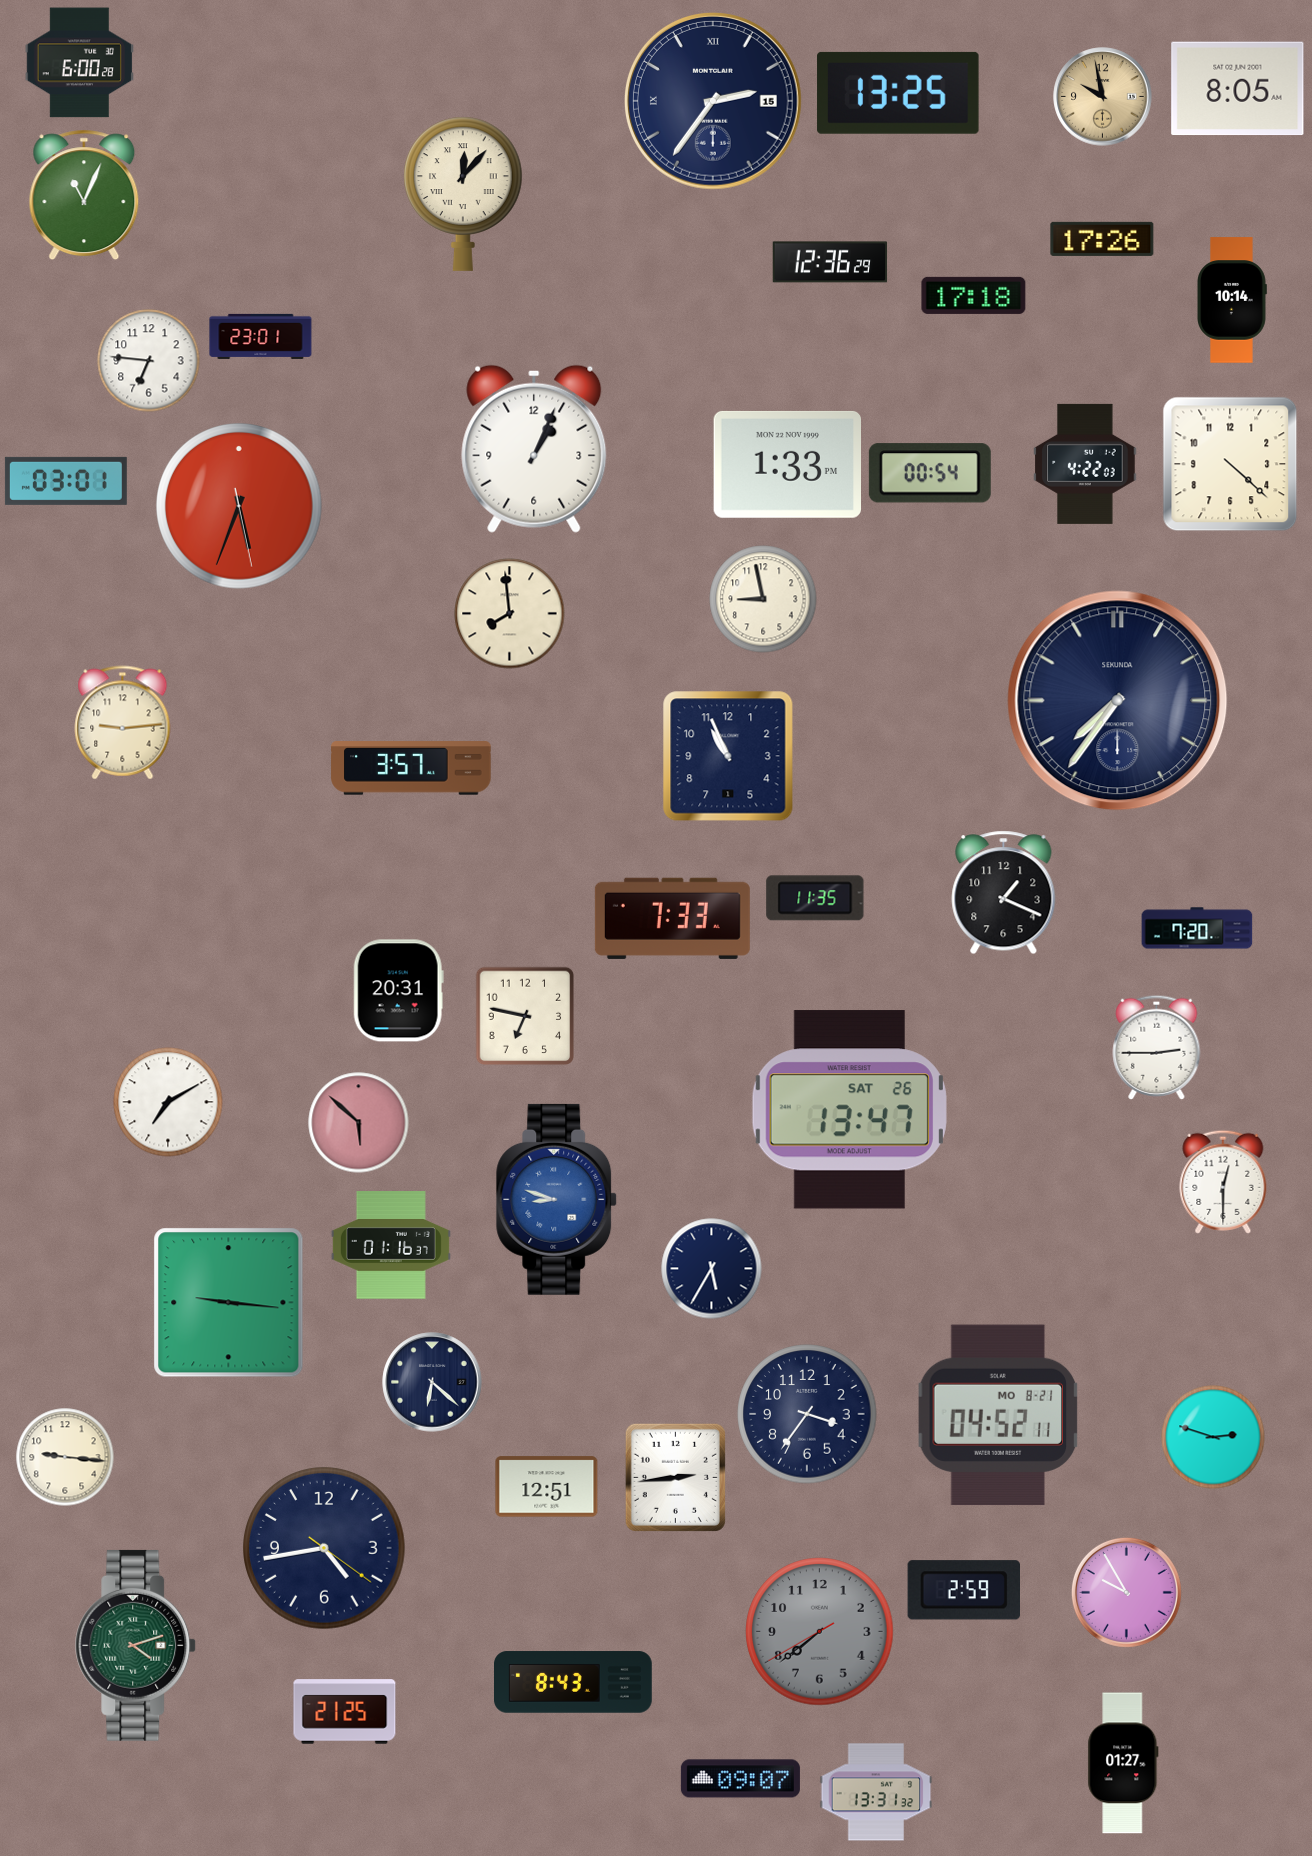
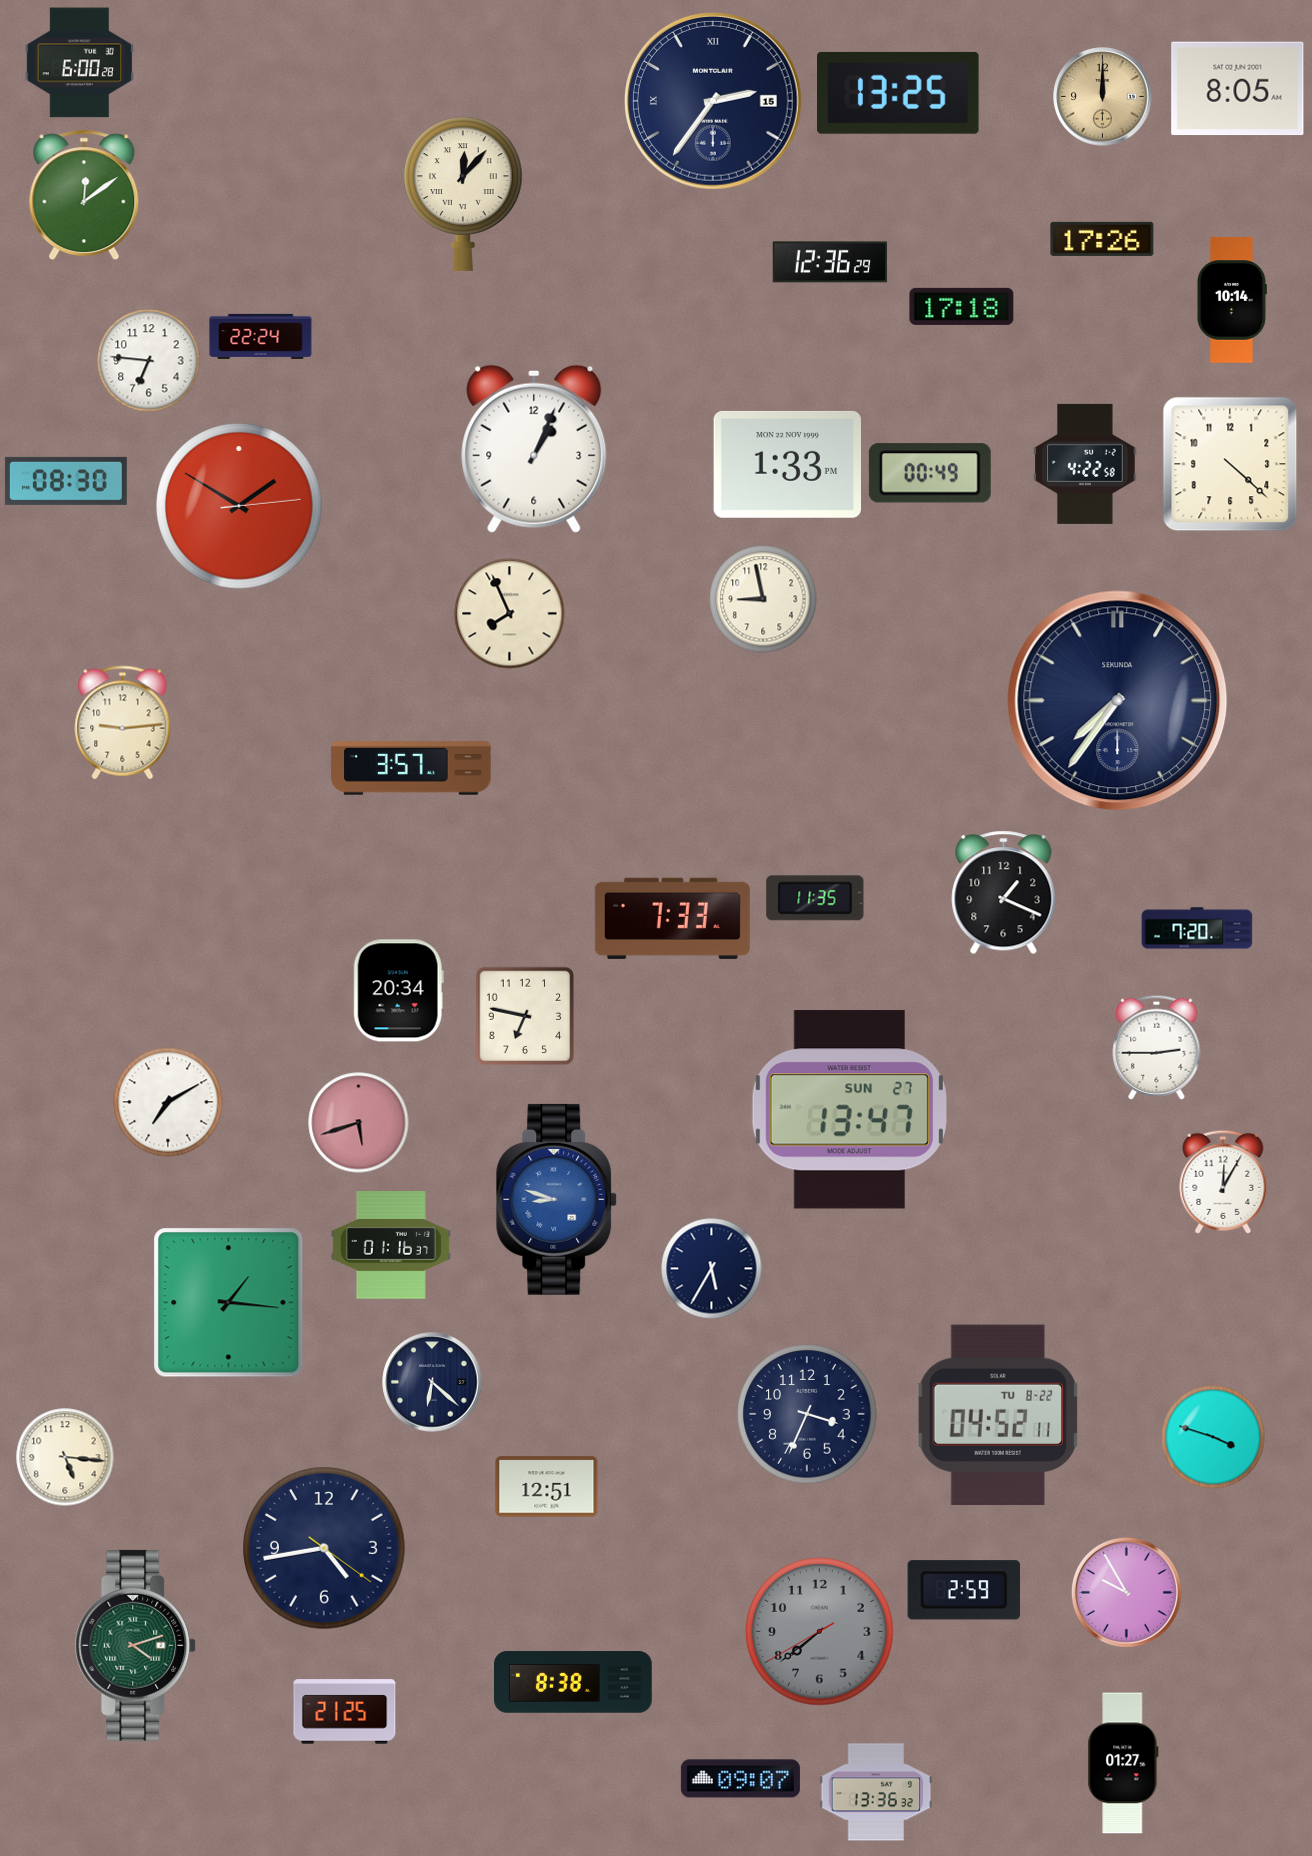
clock at (1103, 97): 9:58 -> 12:00
clock at (84, 195): 11:04 -> 12:09
clock at (974, 295) position: (974, 295) -> (962, 306)
clock at (261, 336): 23:01 -> 22:24
clock at (1085, 464): 4:22:03 -> 4:22:58
clock at (930, 473): 00:54 -> 00:49
clock at (66, 481): 03:01 -> 08:30
clock at (240, 507): 5:33 -> 1:50
clock at (510, 614): 7:59 -> 7:56
clock at (728, 756): 10:56 -> none
clock at (398, 991): 20:31 -> 20:34
clock at (849, 1110) date: SAT 26 -> SUN 27
clock at (359, 1123): 5:52 -> 5:42
clock at (1223, 1182): 12:30 -> 12:05
clock at (229, 1303): 9:16 -> 1:16
clock at (807, 1414): 3:36 -> 3:34
clock at (998, 1415) date: MO 8-21 -> TU 8-22
clock at (1213, 1437): 2:48 -> 3:48
clock at (65, 1457): 9:16 -> 5:16
clock at (675, 1477): 2:44 -> none
clock at (574, 1682): 8:43 -> 8:38
clock at (876, 1792): 13:31 -> 13:36
